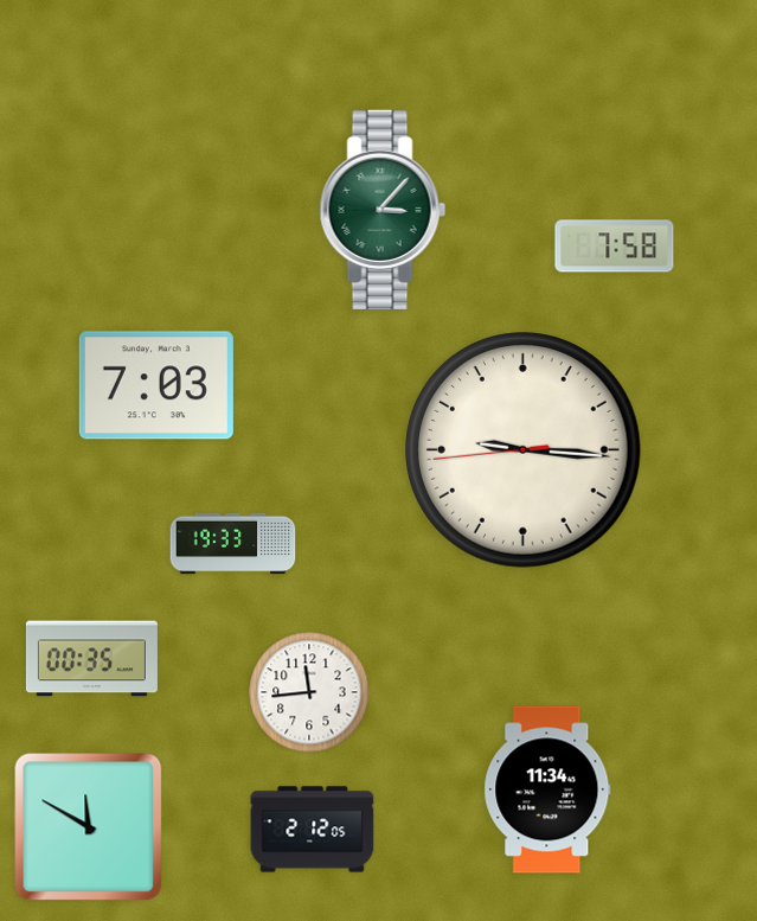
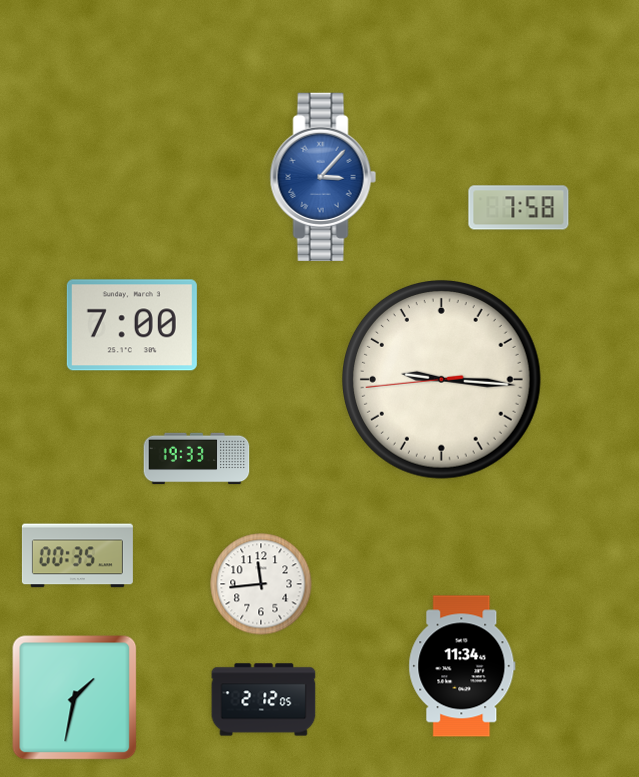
clock at (383, 210) dial: green -> blue
clock at (156, 385): 7:03 -> 7:00
clock at (89, 827): 11:50 -> 1:32
